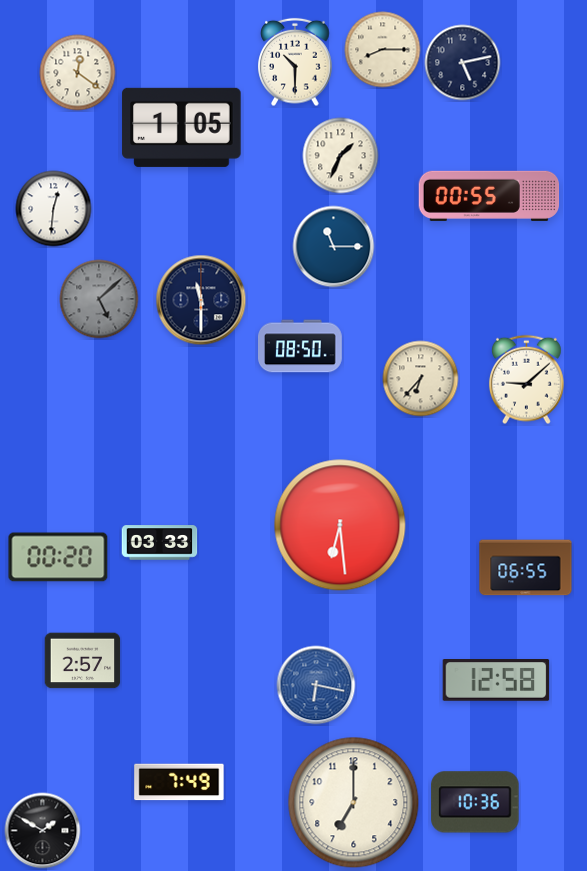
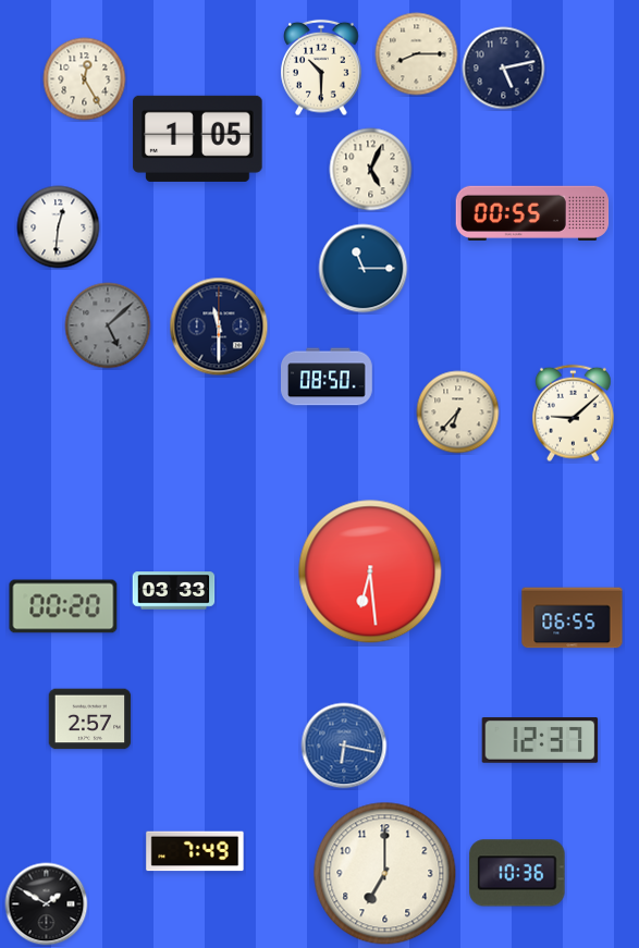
clock at (78, 73): 12:21 -> 12:25
clock at (341, 156): 1:34 -> 5:04
clock at (496, 681): 12:58 -> 12:37
